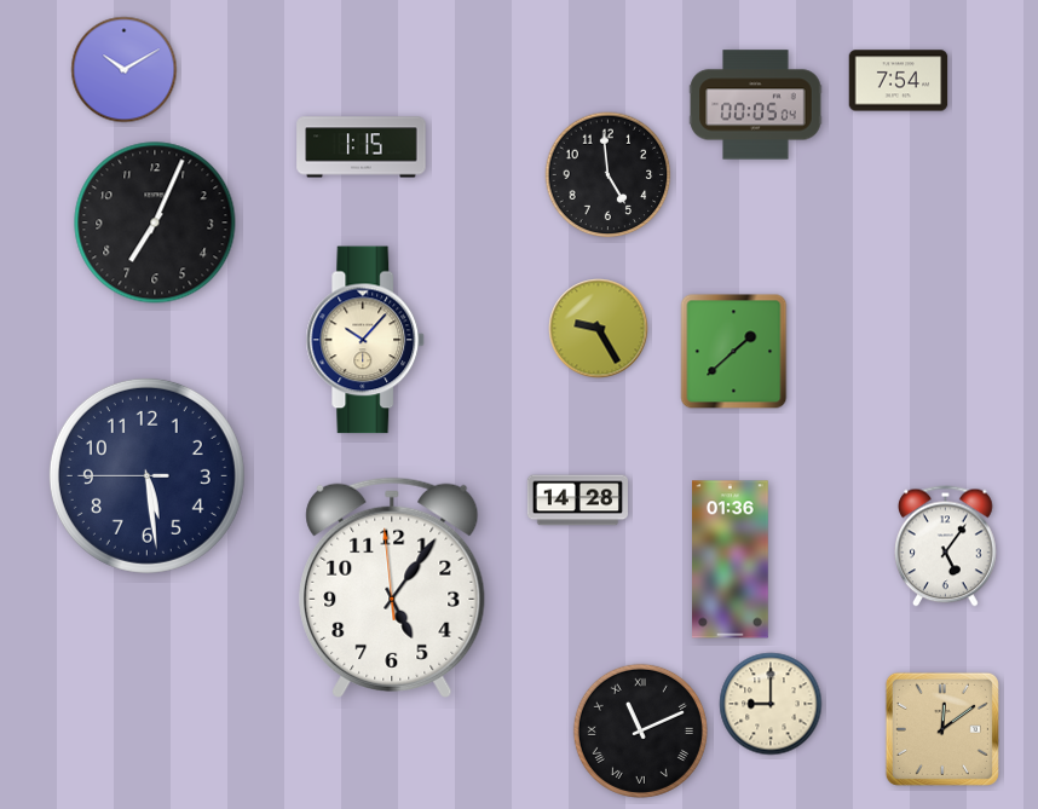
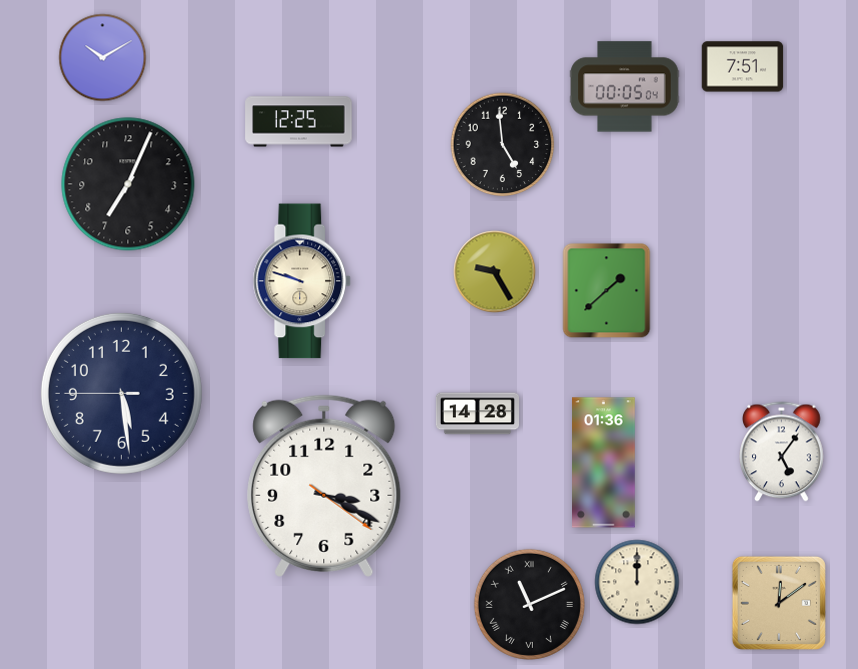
clock at (899, 81): 7:54 -> 7:51
clock at (362, 148): 1:15 -> 12:25
clock at (365, 340): 10:07 -> 9:48
clock at (392, 588): 5:05 -> 3:19
clock at (771, 704): 9:00 -> 12:00
